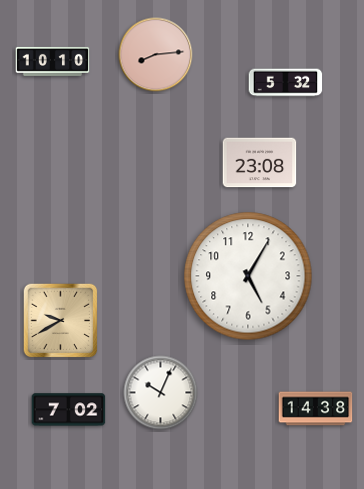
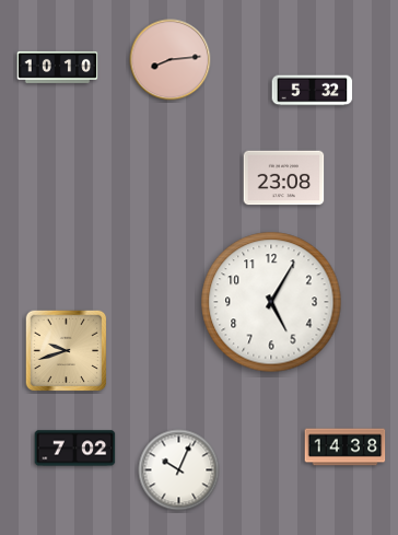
clock at (61, 321): 9:40 -> 9:42
clock at (161, 393) position: (161, 393) -> (179, 470)
